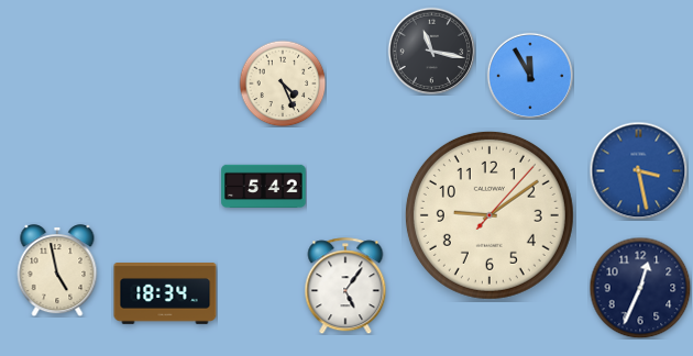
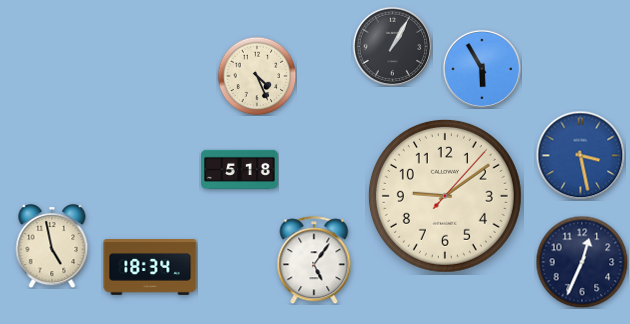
clock at (431, 51): 11:17 -> 1:05
clock at (529, 75): 11:55 -> 5:55
clock at (264, 186): 5:42 -> 5:18
